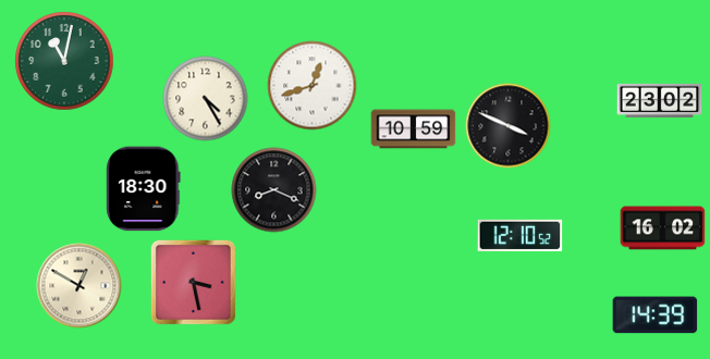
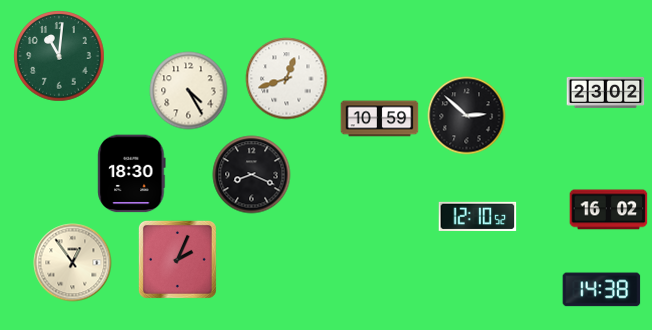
clock at (64, 61): 11:02 -> 11:01
clock at (507, 125): 3:49 -> 2:52
clock at (193, 282): 3:28 -> 2:04
clock at (78, 285): 12:50 -> 12:54
clock at (654, 315): 14:39 -> 14:38
